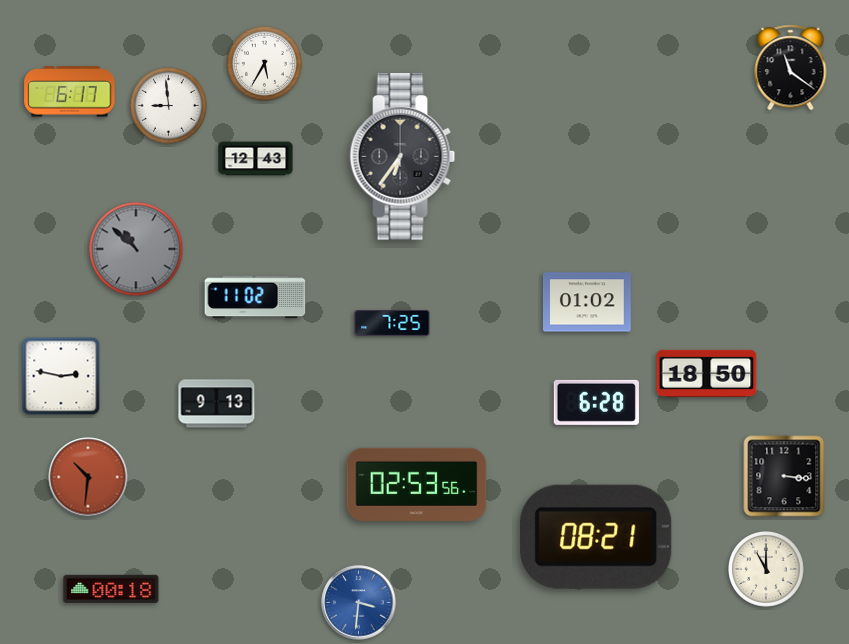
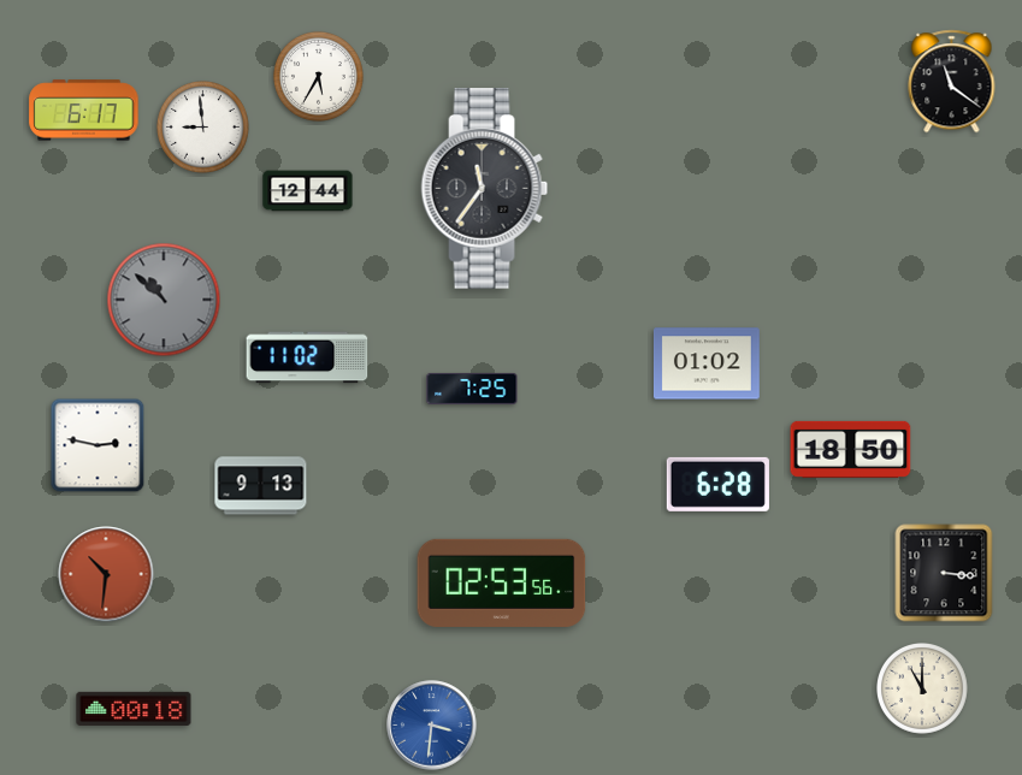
clock at (403, 157): 6:36 -> 11:36
clock at (256, 159): 12:43 -> 12:44
clock at (61, 376) position: (61, 376) -> (98, 445)
clock at (596, 537): 08:21 -> none
clock at (767, 570) position: (767, 570) -> (923, 690)
